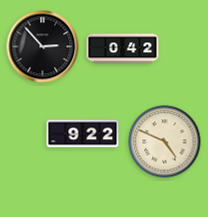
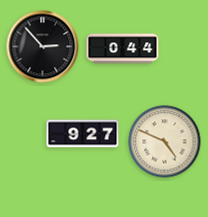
clock at (123, 49): 0:42 -> 0:44
clock at (83, 134): 9:22 -> 9:27
